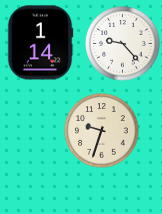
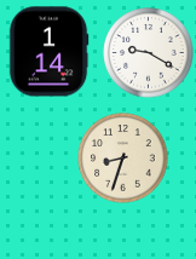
clock at (123, 44): 9:23 -> 9:20
clock at (102, 131): 9:33 -> 8:33
